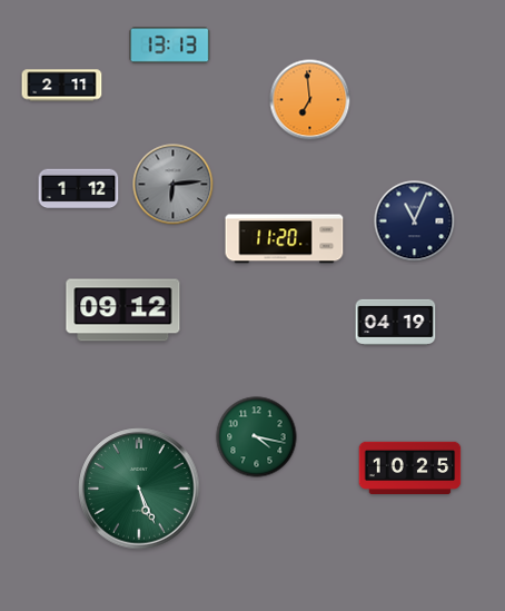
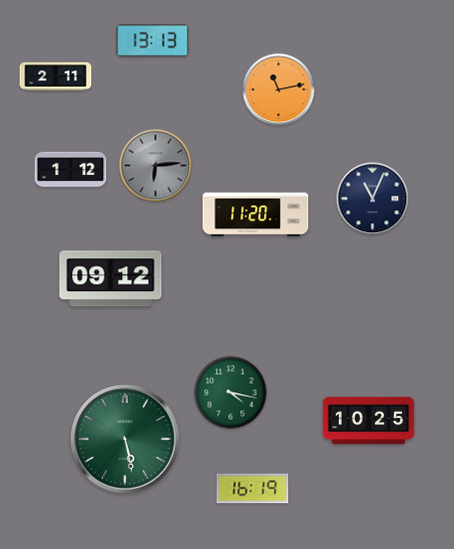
clock at (310, 100): 6:59 -> 11:13
clock at (396, 322): 04:19 -> none
clock at (139, 489): 5:26 -> 5:28
clock at (253, 489): none -> 16:19
